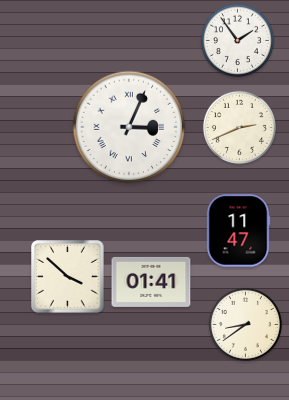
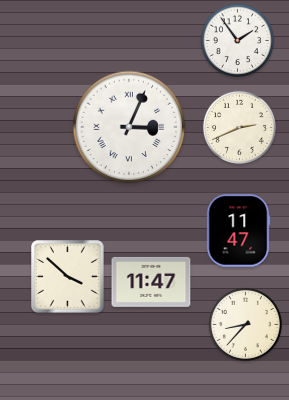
clock at (151, 282): 01:41 -> 11:47
clock at (245, 324): 8:39 -> 8:37
